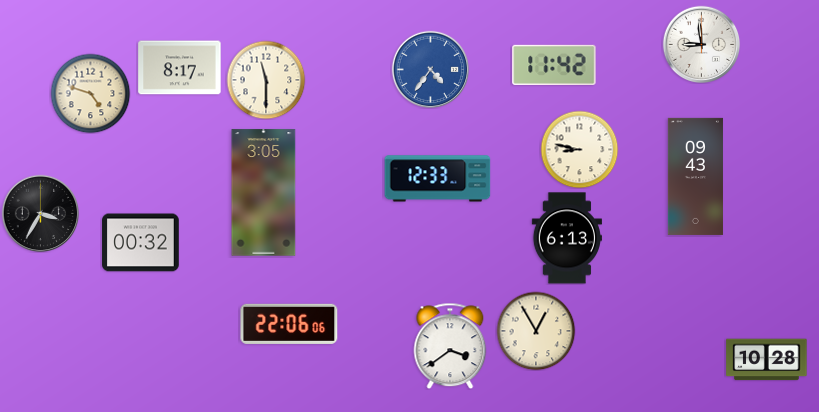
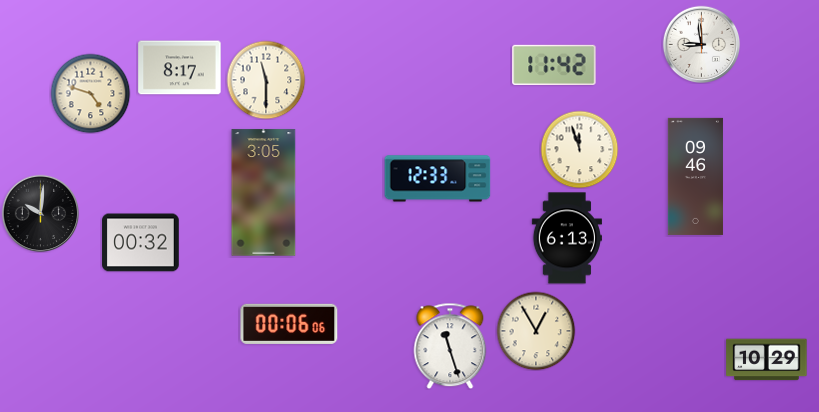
clock at (430, 69): 4:36 -> none
clock at (579, 149): 8:47 -> 11:57
clock at (695, 176): 09:43 -> 09:46
clock at (40, 213): 3:35 -> 10:01
clock at (289, 324): 22:06 -> 00:06
clock at (450, 346): 3:39 -> 11:27
clock at (767, 360): 10:28 -> 10:29
